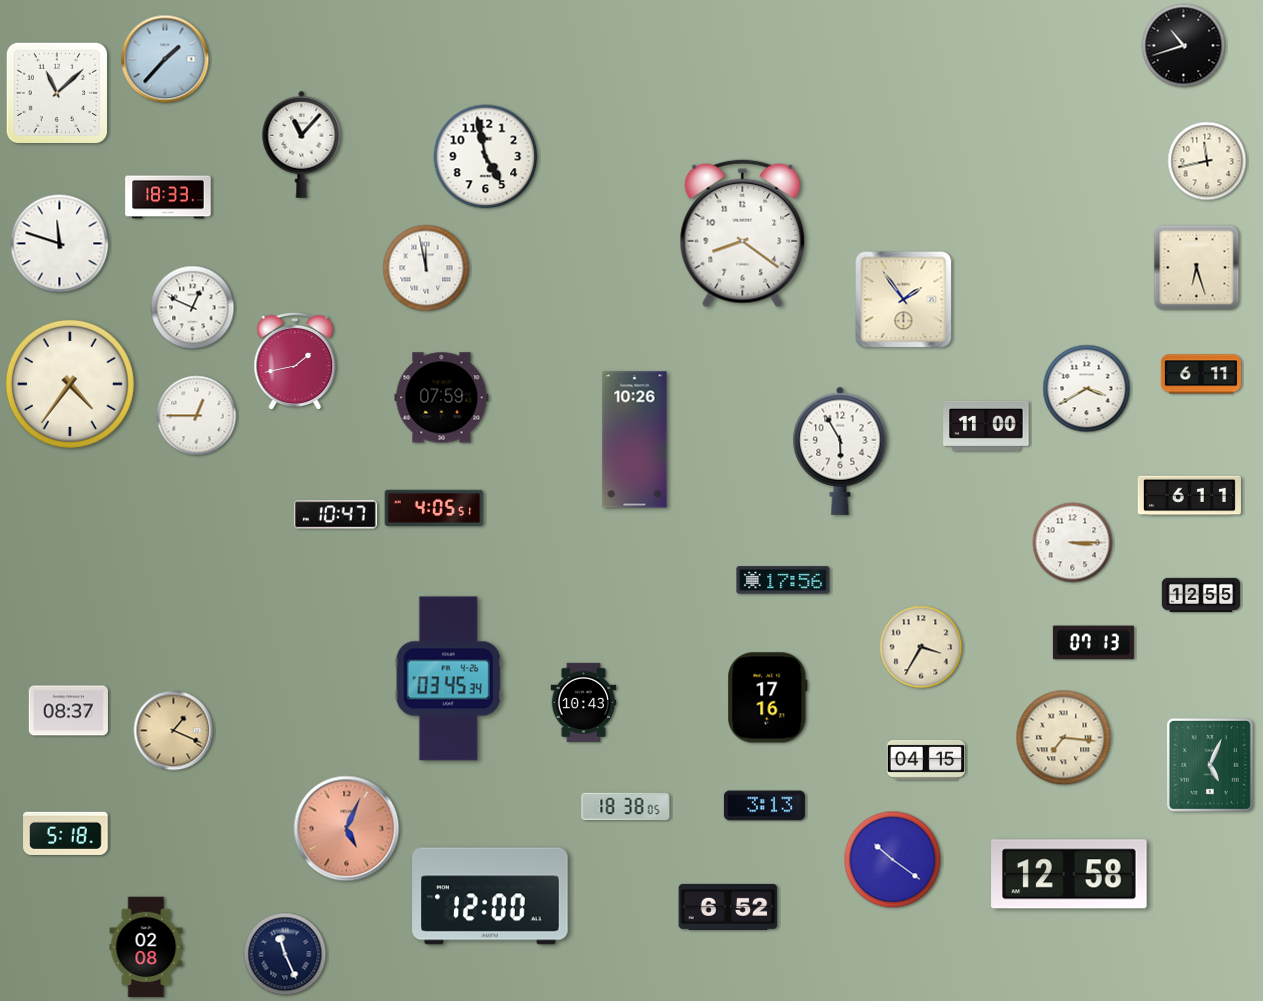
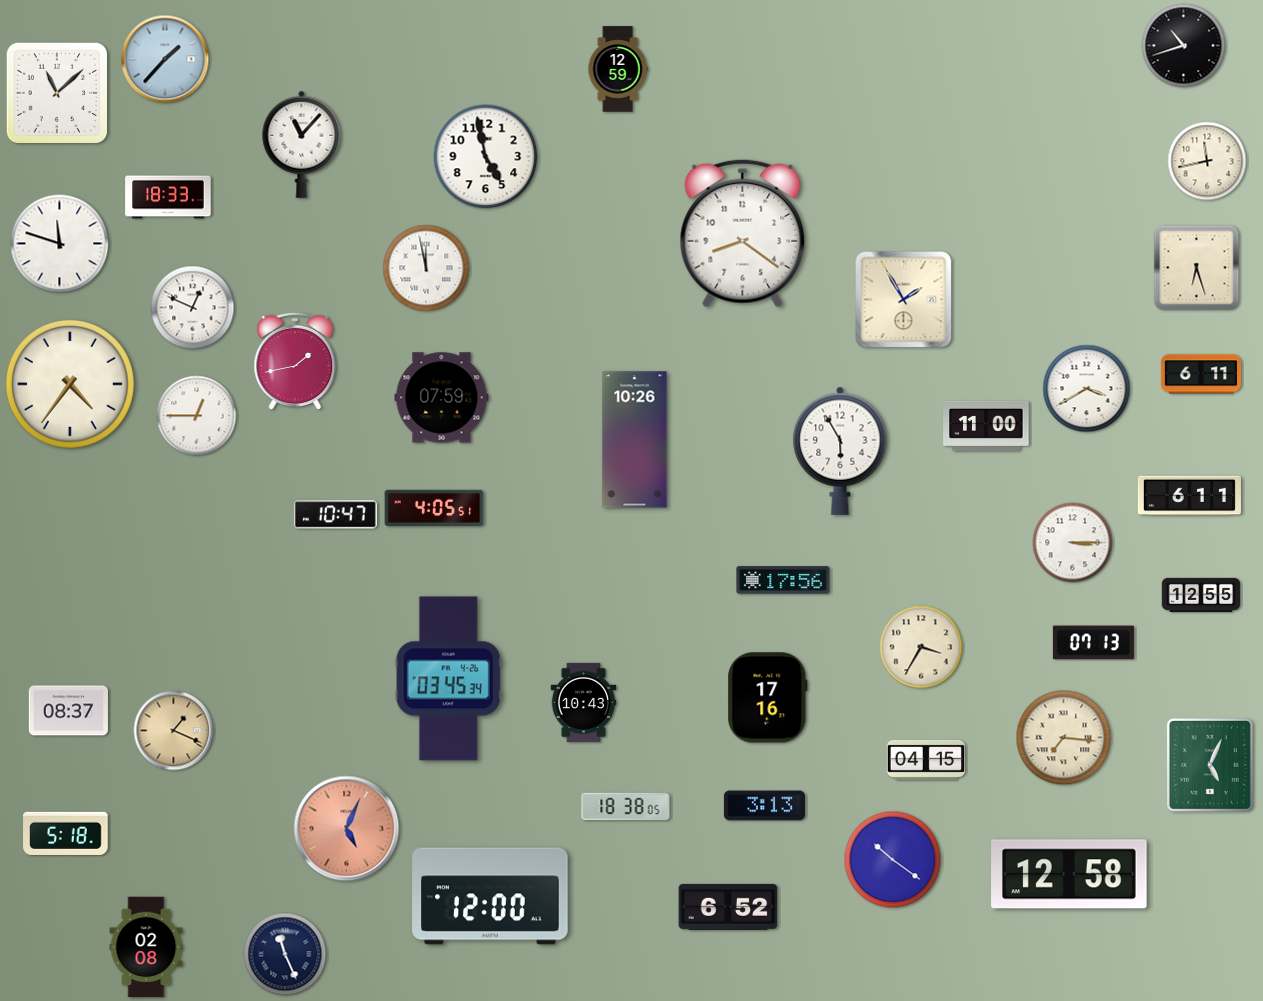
clock at (618, 69): none -> 12:59
clock at (904, 300): 1:54 -> 1:55
